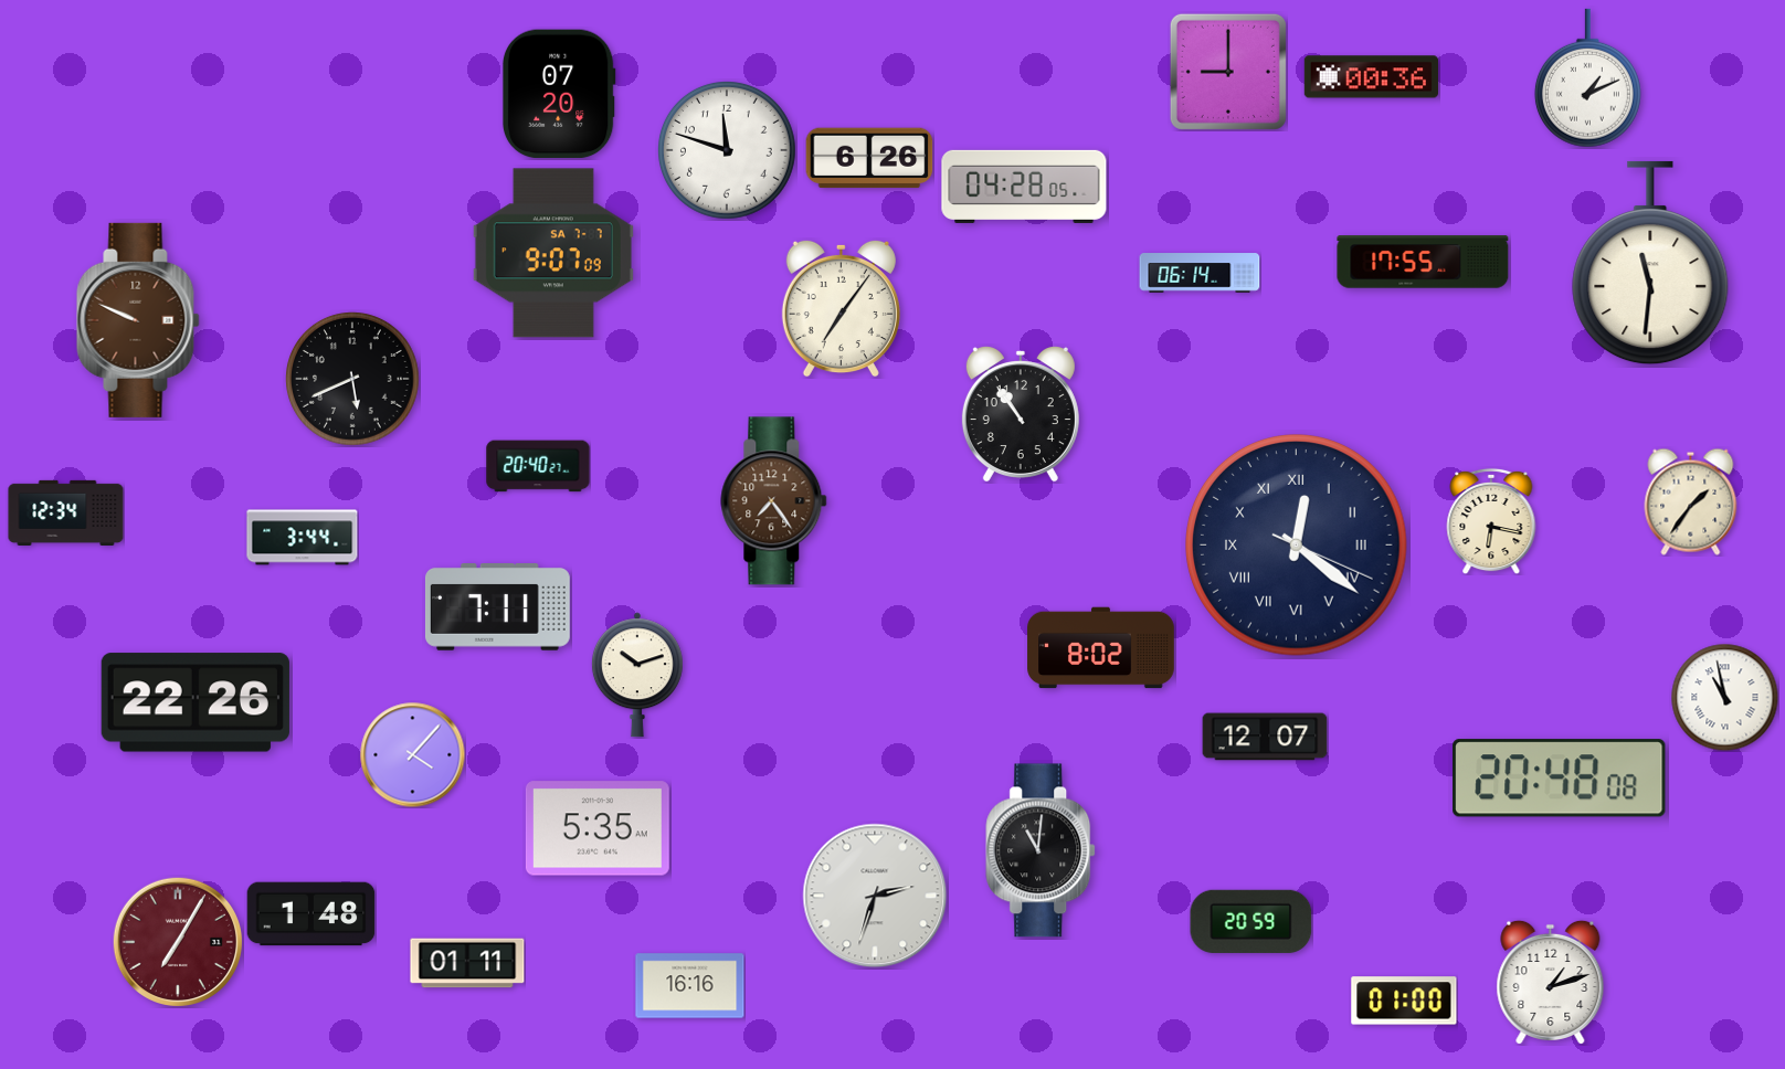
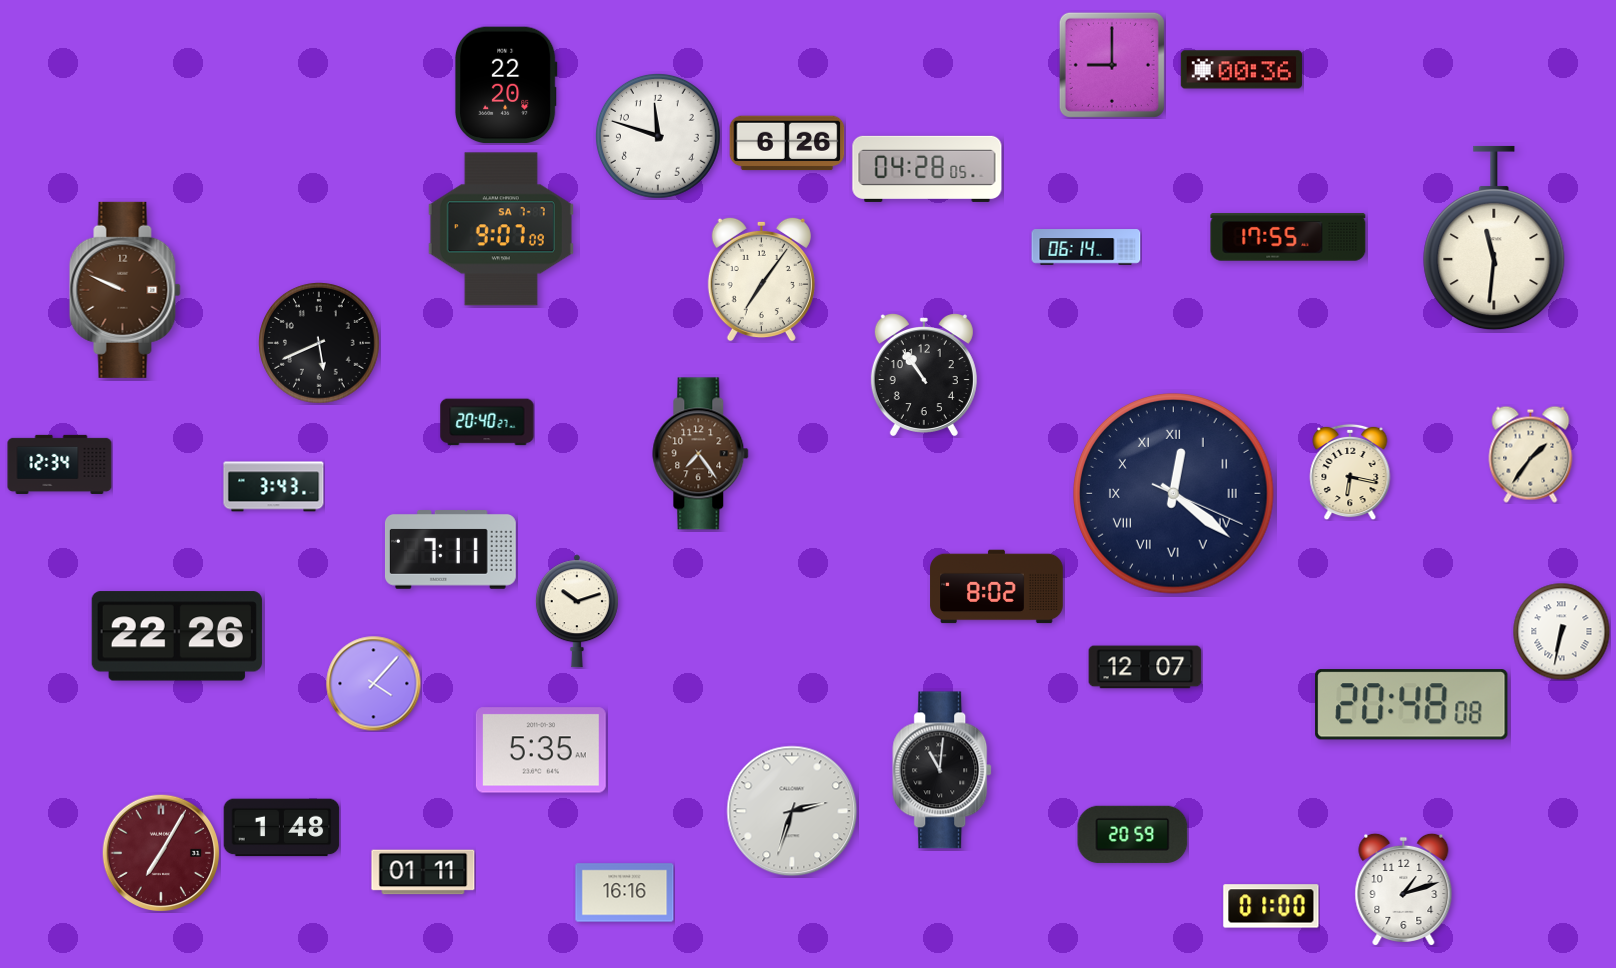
clock at (1587, 78): 1:11 -> none
clock at (559, 94): 07:20 -> 22:20
clock at (303, 538): 3:44 -> 3:43
clock at (1724, 697): 10:58 -> 6:32
